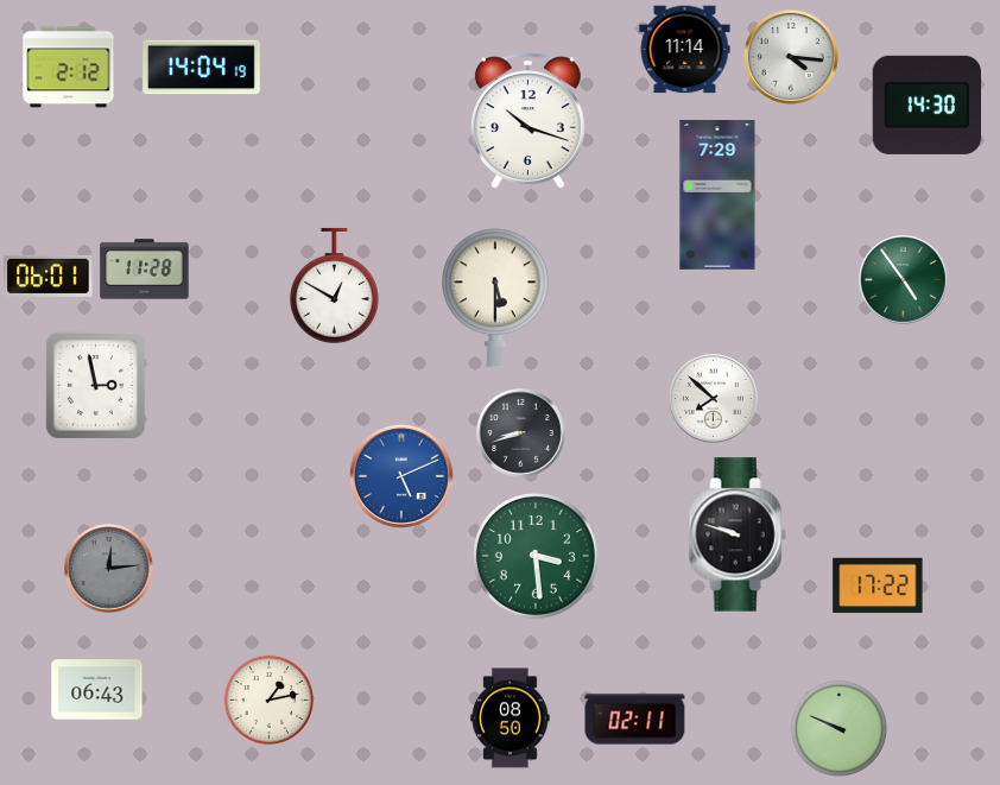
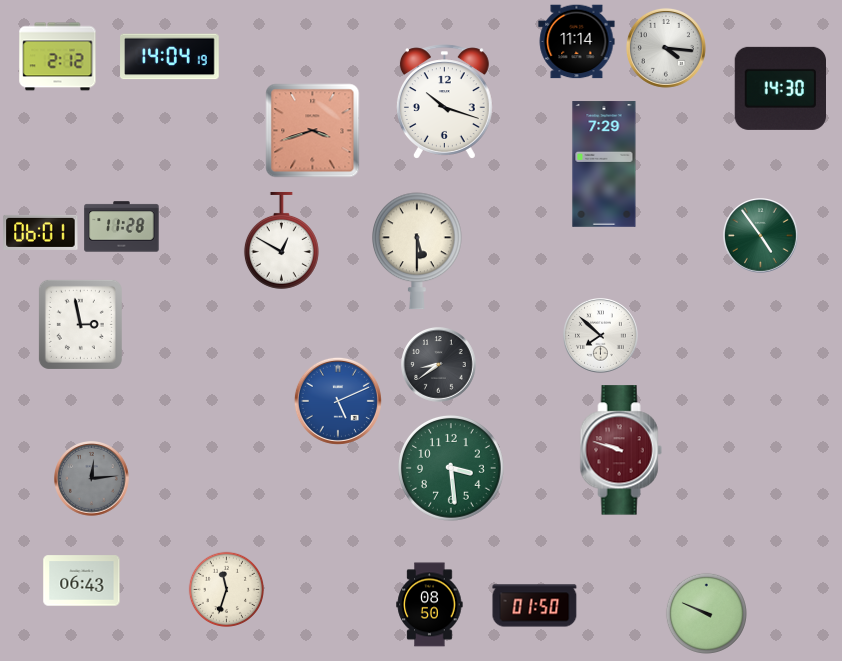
clock at (313, 131): none -> 3:42
clock at (521, 433): 8:42 -> 8:39
clock at (738, 534) dial: black -> burgundy
clock at (878, 585): 17:22 -> none
clock at (268, 699): 1:13 -> 11:33
clock at (635, 720): 02:11 -> 01:50
